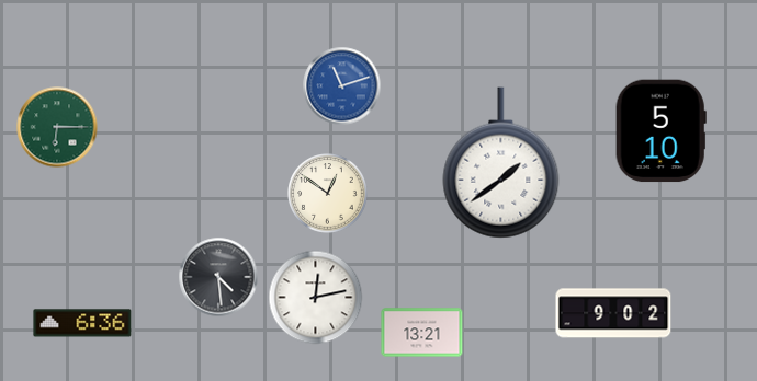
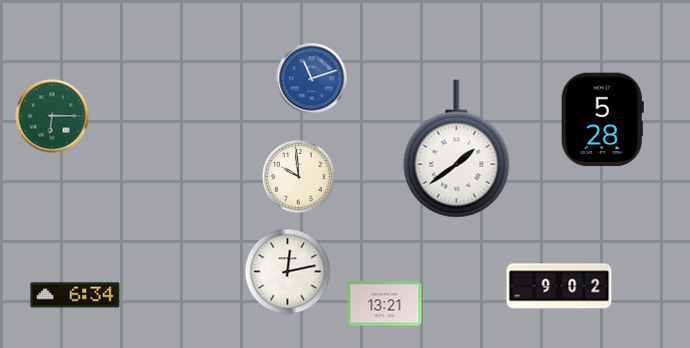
clock at (660, 131): 5:10 -> 5:28
clock at (328, 194): 12:51 -> 9:59
clock at (218, 277): 4:29 -> none
clock at (82, 323): 6:36 -> 6:34
